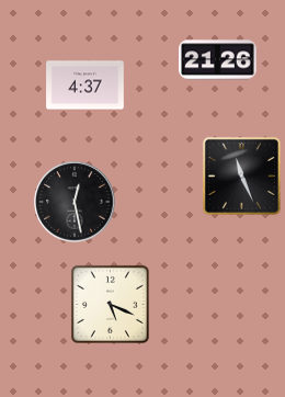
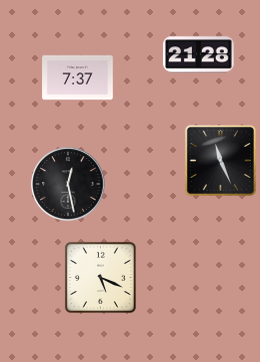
clock at (218, 60): 21:26 -> 21:28
clock at (86, 86): 4:37 -> 7:37
